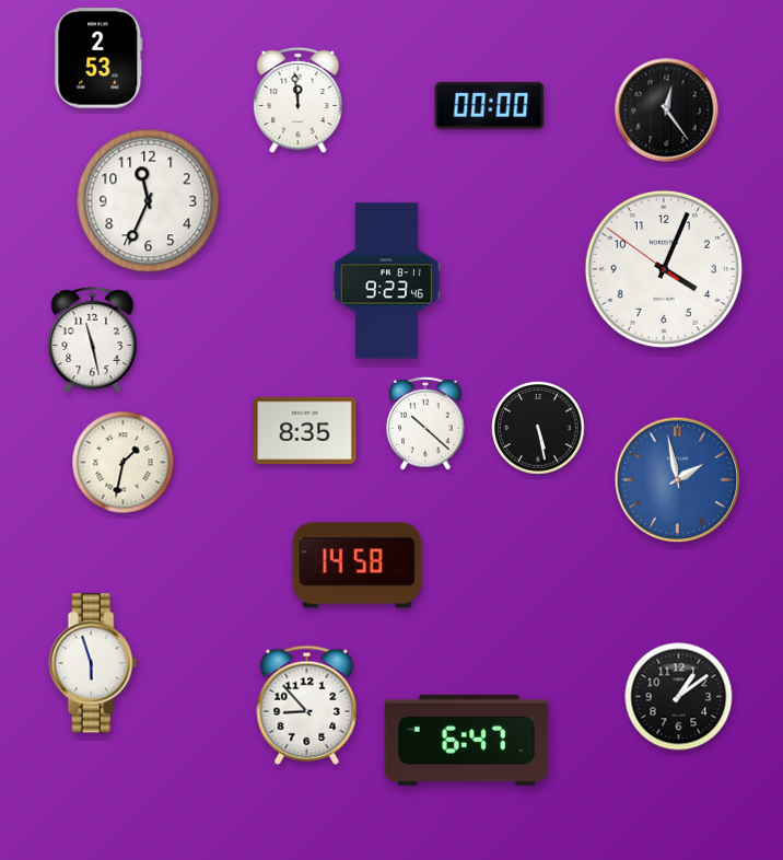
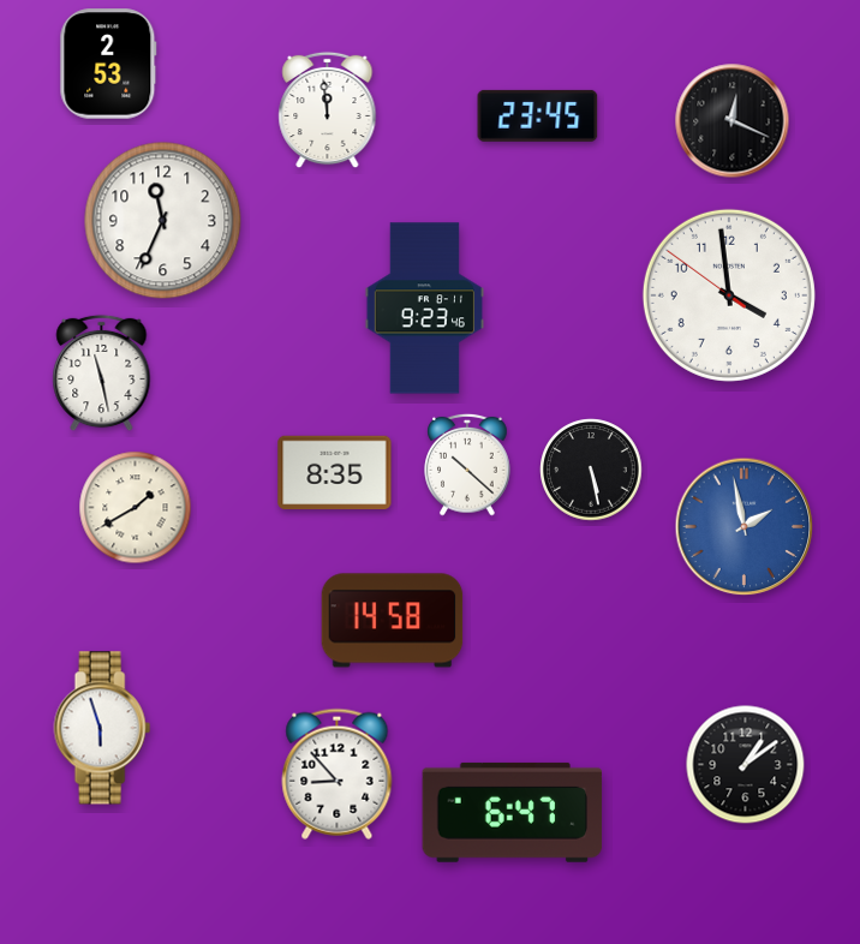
clock at (490, 105): 00:00 -> 23:45
clock at (667, 111): 12:24 -> 12:19
clock at (664, 269): 4:03 -> 3:58
clock at (124, 463): 1:32 -> 1:40
